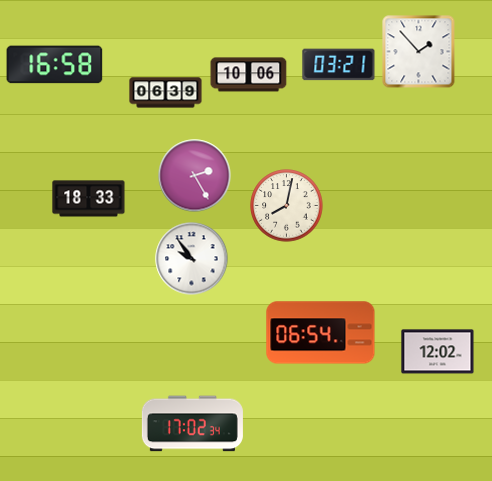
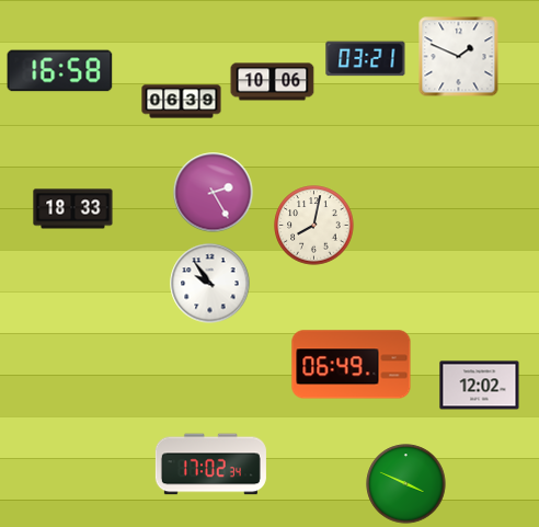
clock at (419, 52): 1:53 -> 1:49
clock at (339, 65) position: (339, 65) -> (366, 59)
clock at (89, 199) position: (89, 199) -> (73, 209)
clock at (321, 333): 06:54 -> 06:49
clock at (406, 484): none -> 3:49
